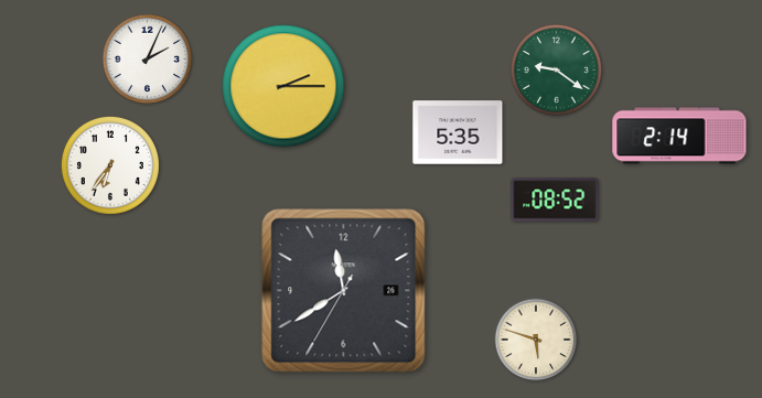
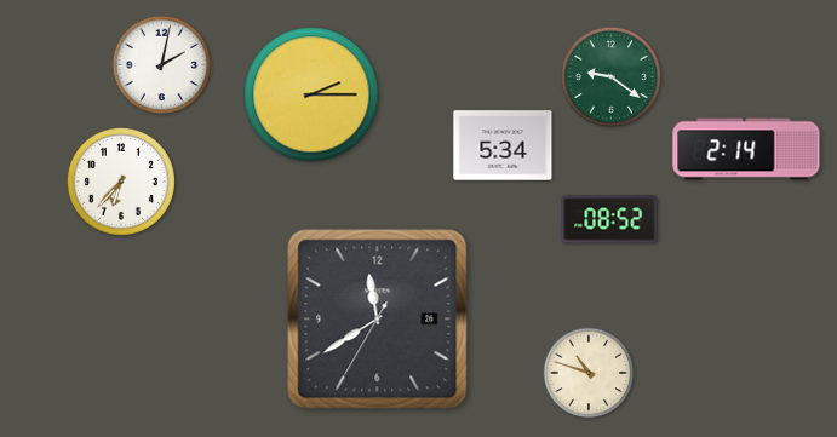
clock at (148, 60): 2:04 -> 2:02
clock at (458, 132): 5:35 -> 5:34
clock at (110, 165): 6:36 -> 6:37
clock at (536, 340): 5:48 -> 10:48
